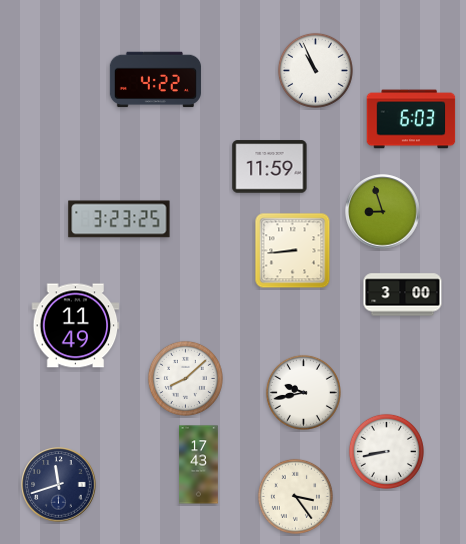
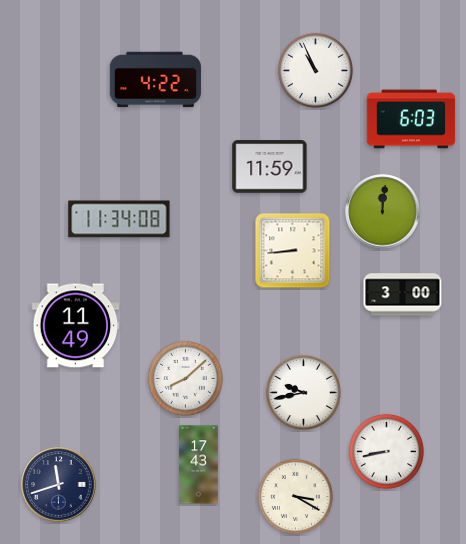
clock at (383, 212): 8:57 -> 12:01
clock at (119, 219): 3:23 -> 11:34
clock at (295, 496): 3:24 -> 3:20
